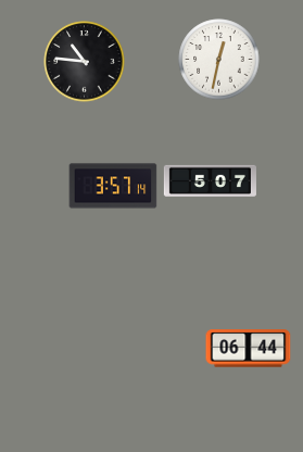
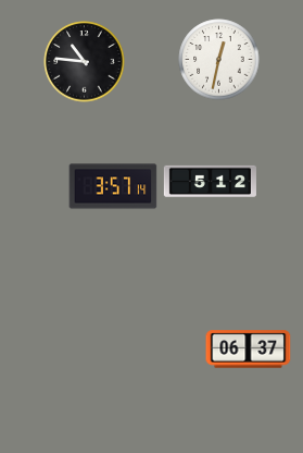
clock at (210, 180): 5:07 -> 5:12
clock at (249, 349): 06:44 -> 06:37
